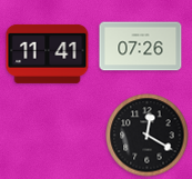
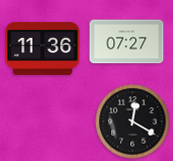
clock at (141, 47): 07:26 -> 07:27
clock at (48, 53): 11:41 -> 11:36
